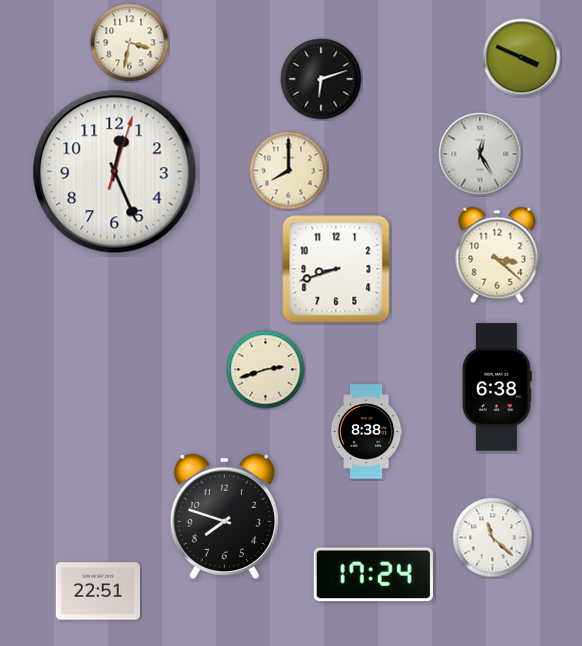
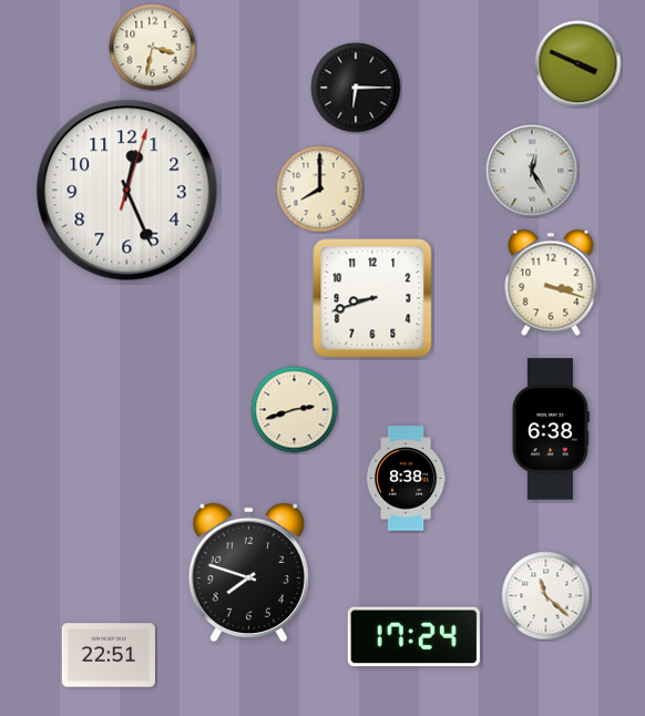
clock at (130, 43) position: (130, 43) -> (153, 48)
clock at (321, 79): 6:12 -> 6:15
clock at (497, 255): 3:22 -> 3:18
